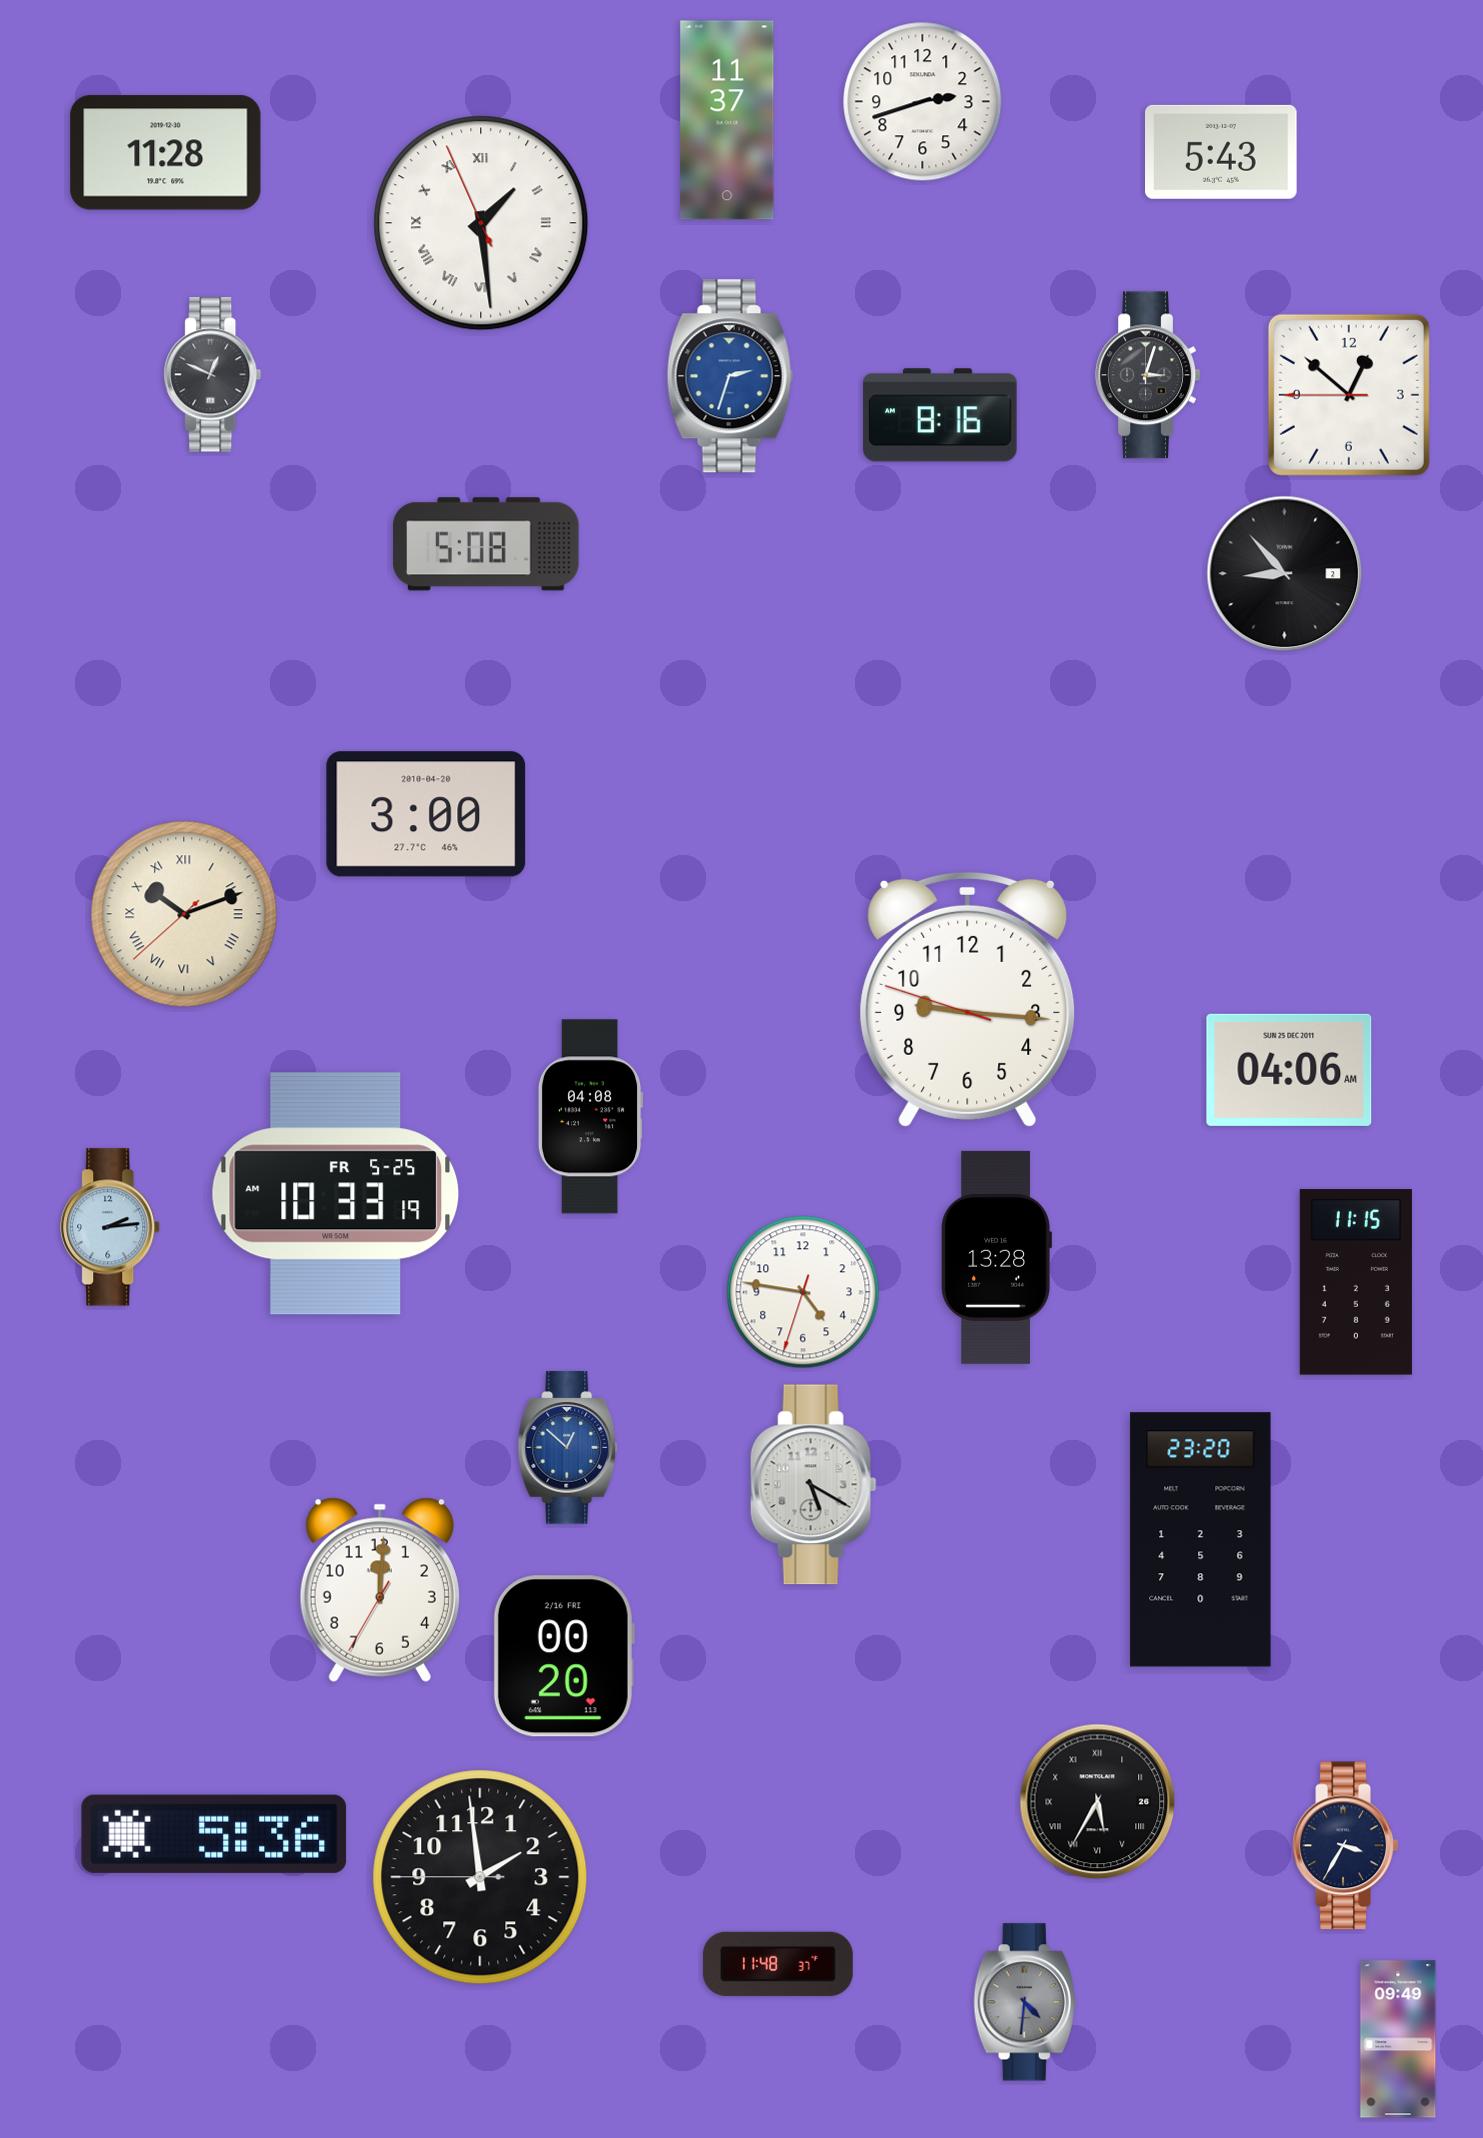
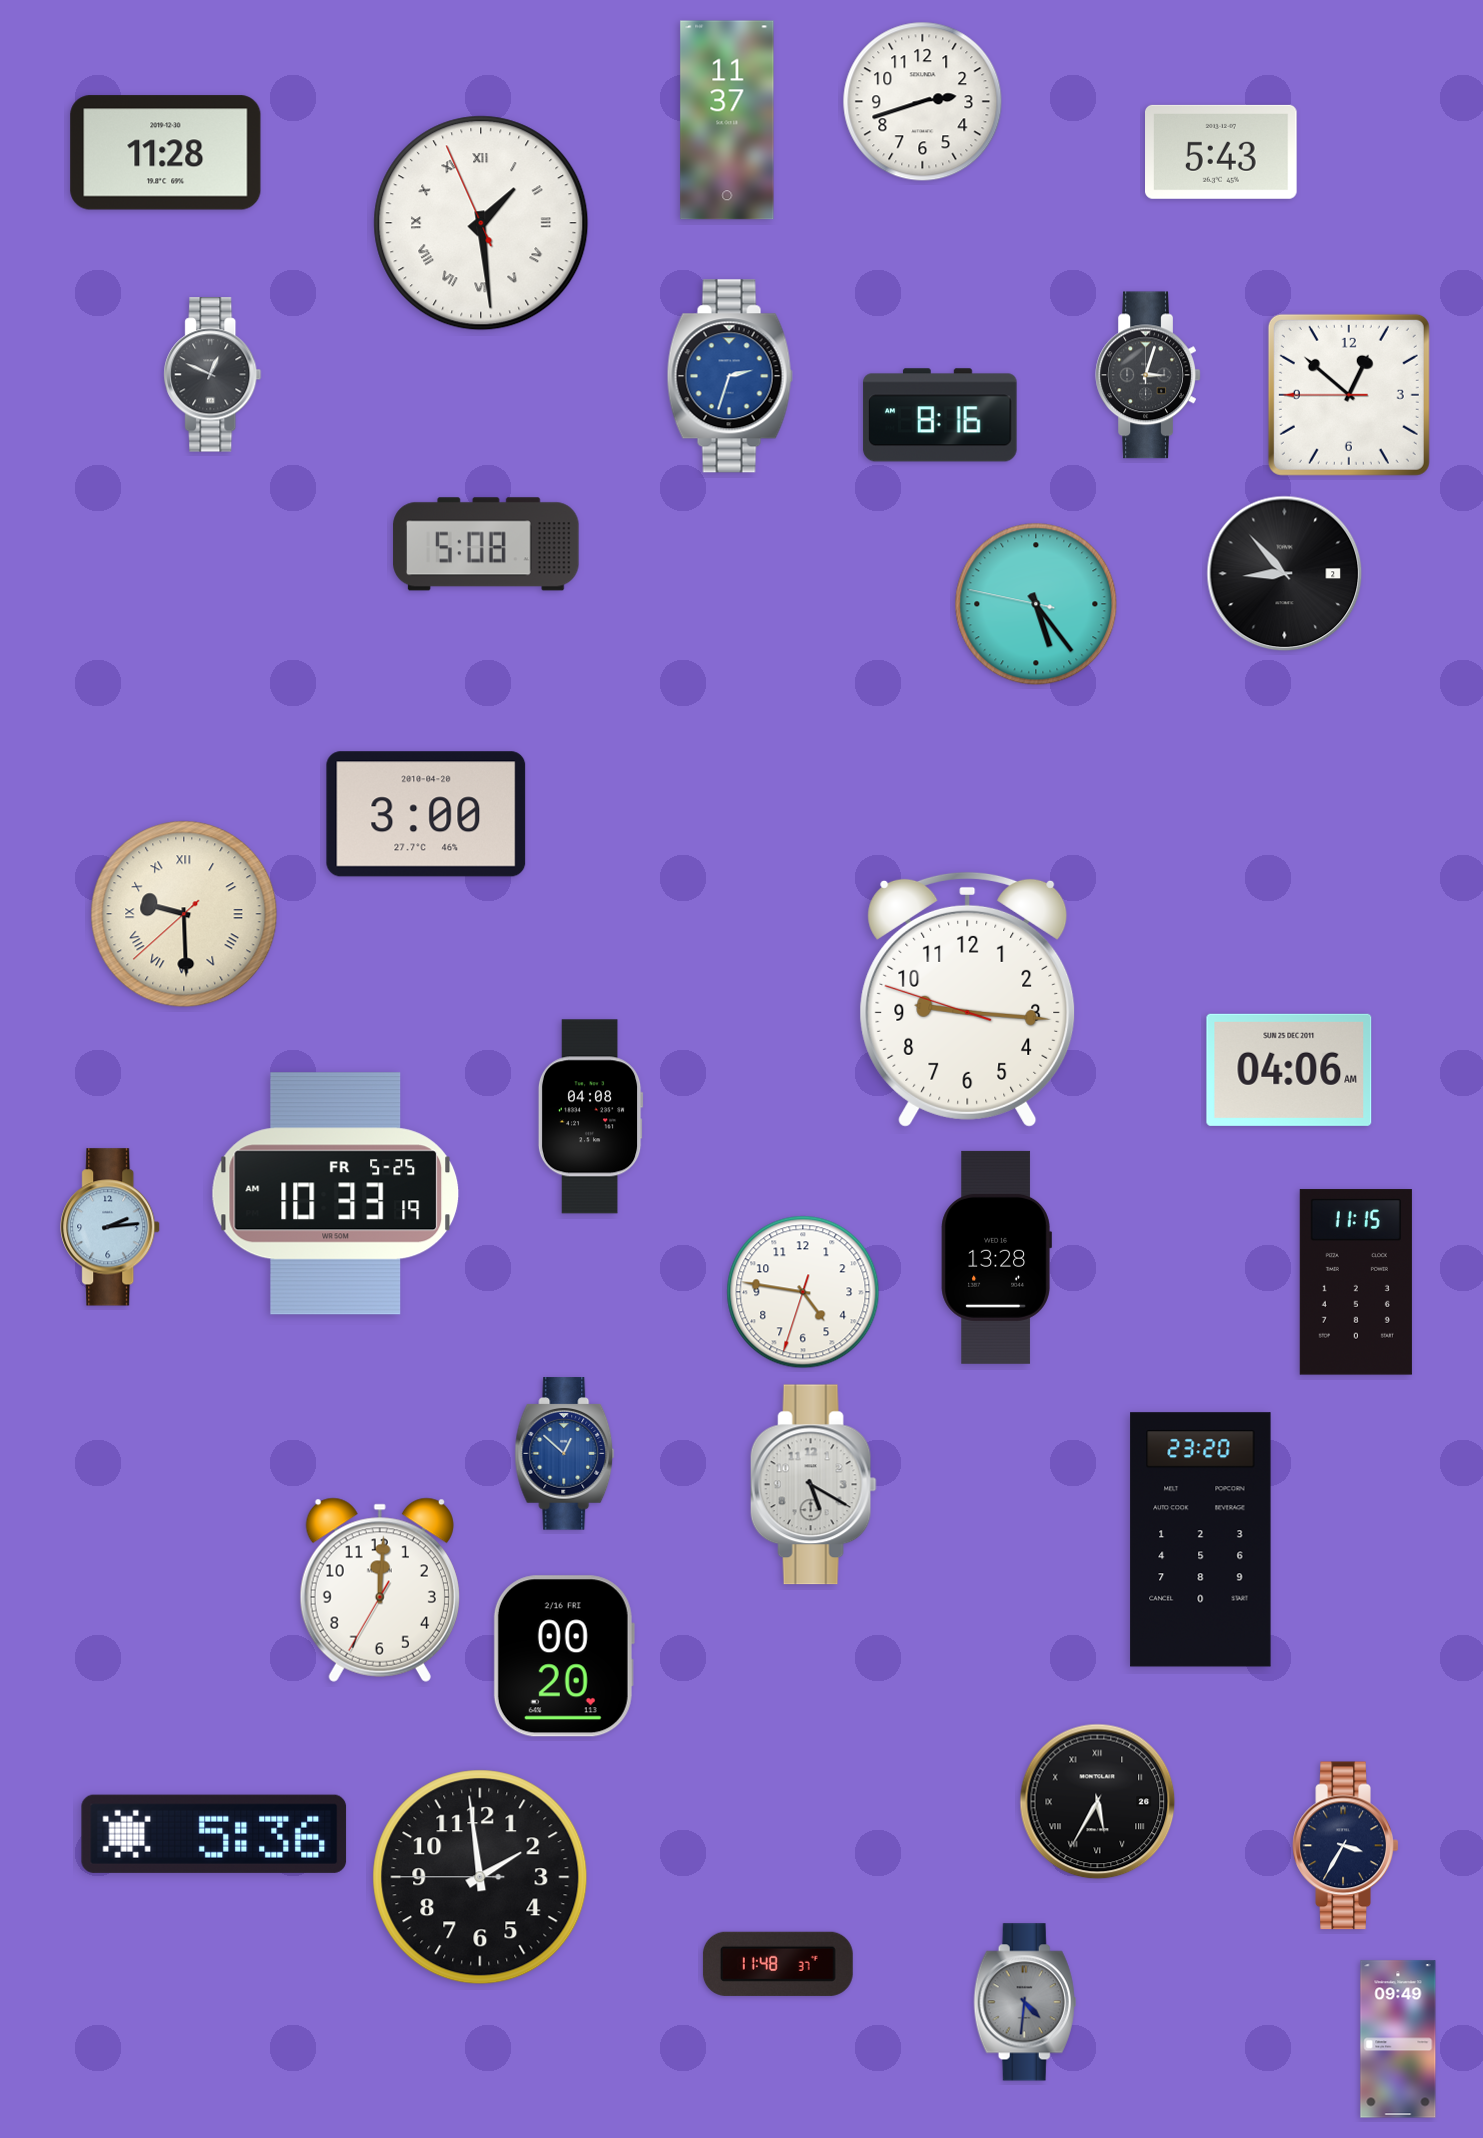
clock at (1036, 604): none -> 5:23
clock at (184, 914): 10:11 -> 9:29
clock at (568, 1448) position: (568, 1448) -> (565, 1454)
